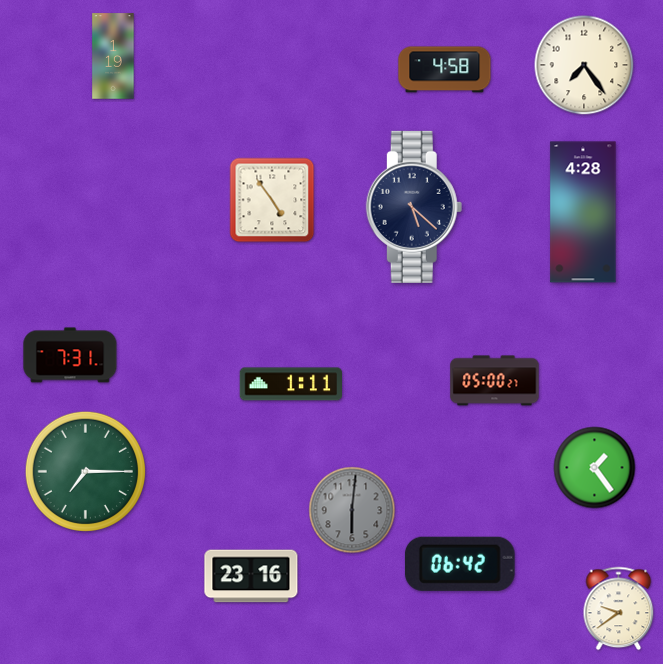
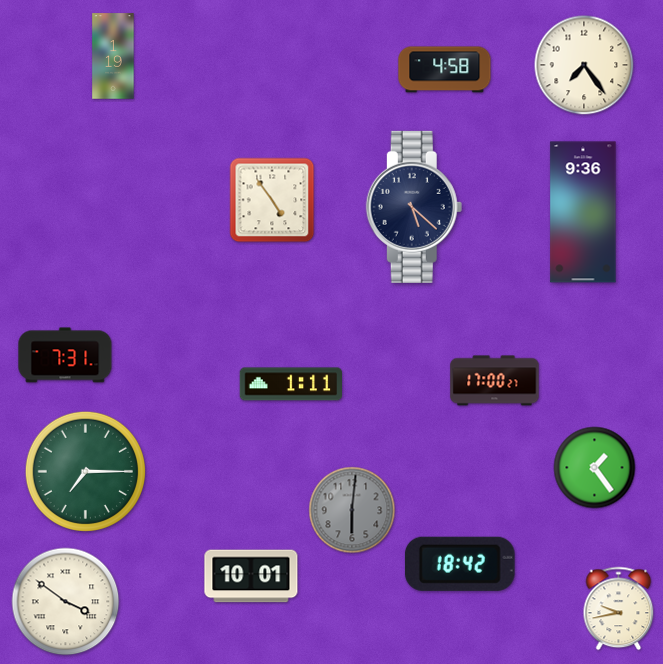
clock at (583, 212): 4:28 -> 9:36
clock at (70, 355) position: (70, 355) -> (65, 355)
clock at (495, 381): 05:00 -> 17:00
clock at (460, 564): 06:42 -> 18:42
clock at (251, 576): 23:16 -> 10:01
clock at (66, 602): none -> 3:51
clock at (619, 609): 9:39 -> 9:43
